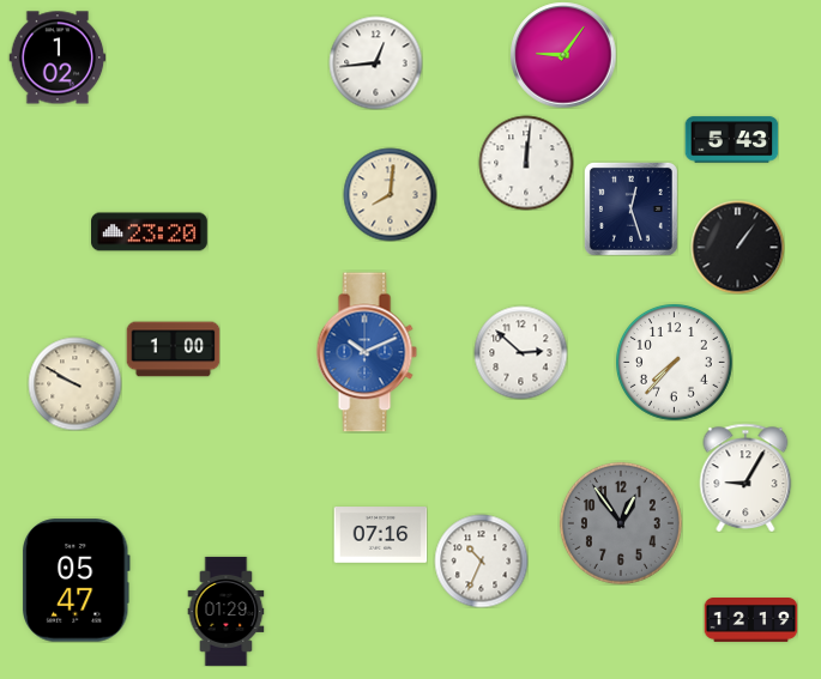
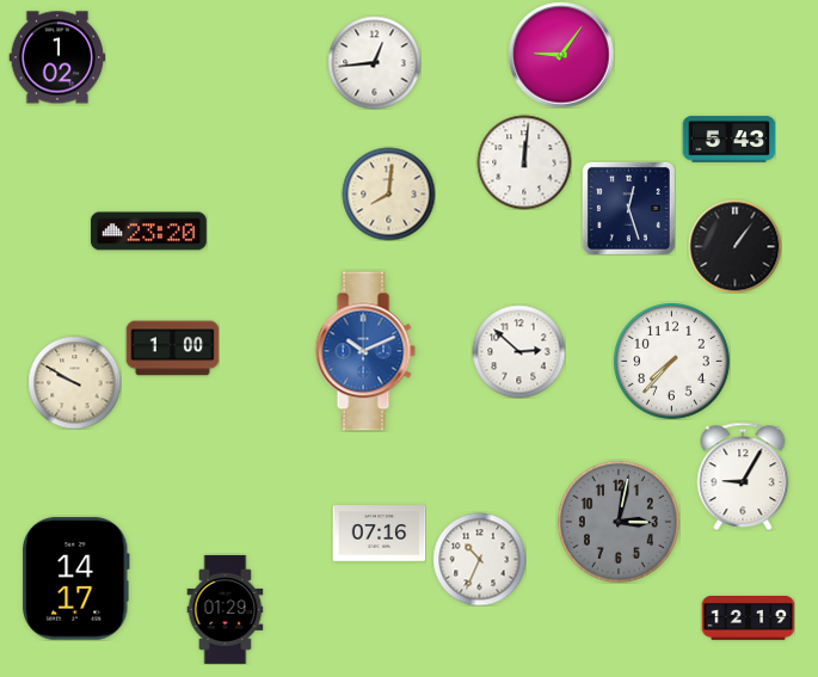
clock at (621, 523): 12:54 -> 3:02
clock at (77, 581): 05:47 -> 14:17
